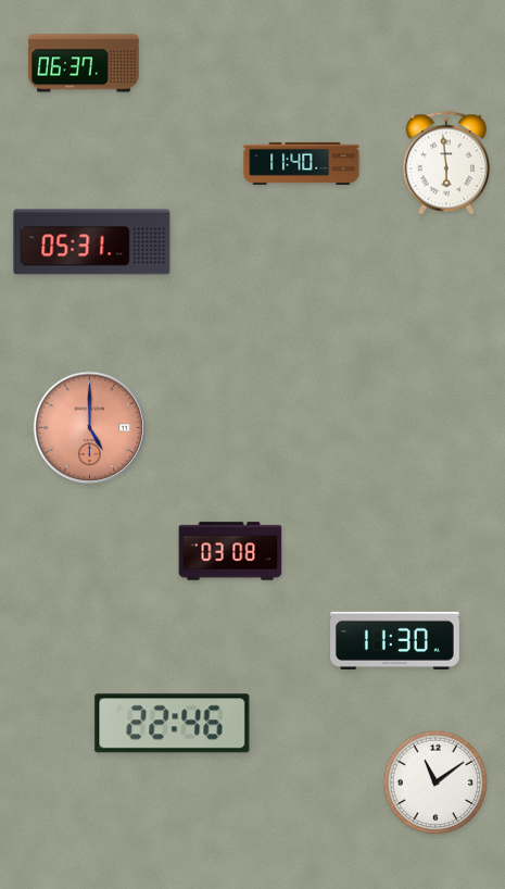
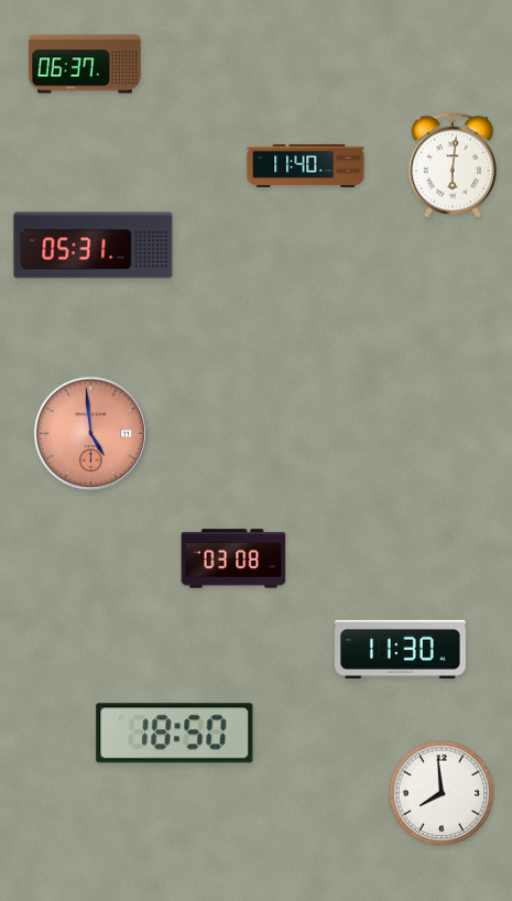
clock at (445, 163): 5:59 -> 6:01
clock at (90, 428): 5:00 -> 4:59
clock at (173, 724): 22:46 -> 18:50
clock at (435, 782): 11:09 -> 7:59
